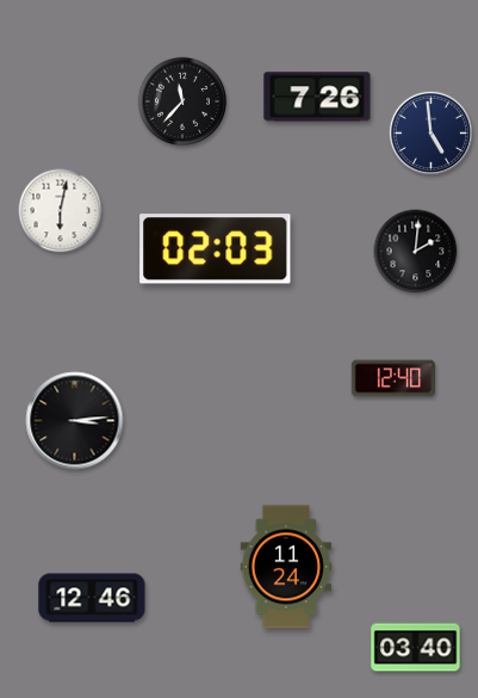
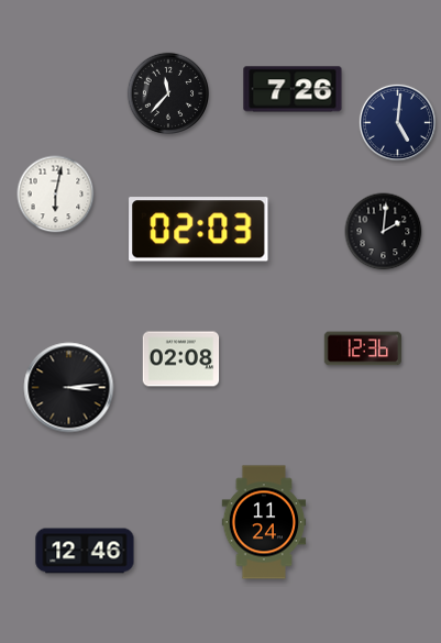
clock at (430, 132): 4:59 -> 5:01
clock at (393, 378): 12:40 -> 12:36
clock at (181, 359): none -> 02:08
clock at (416, 648): 03:40 -> none
